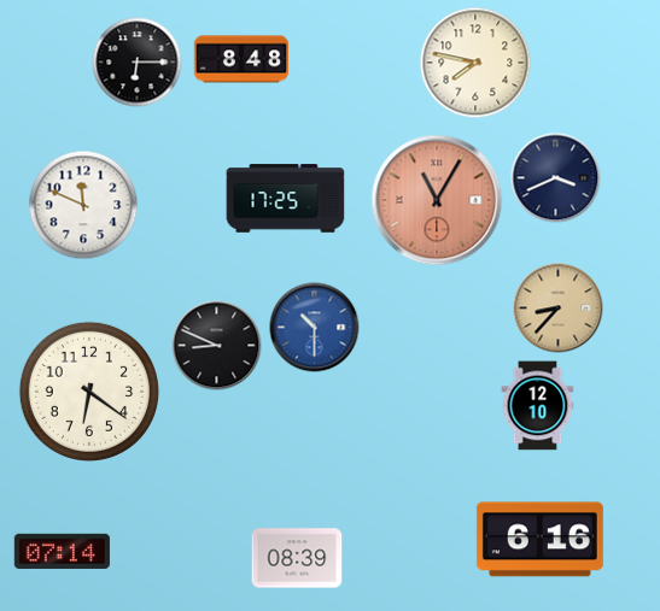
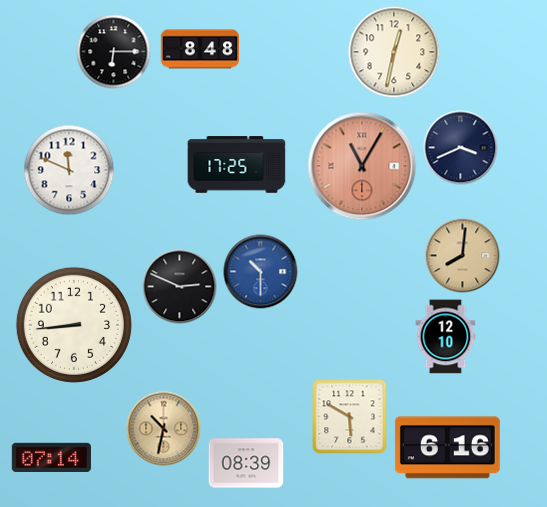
clock at (475, 63): 7:47 -> 12:32
clock at (559, 309): 8:37 -> 8:01
clock at (217, 346): 8:49 -> 2:49
clock at (89, 392): 6:21 -> 8:44
clock at (350, 417): none -> 5:50
clock at (164, 429): none -> 10:32
